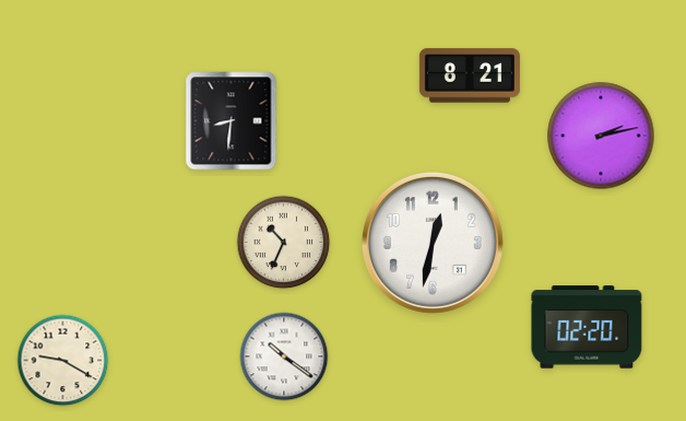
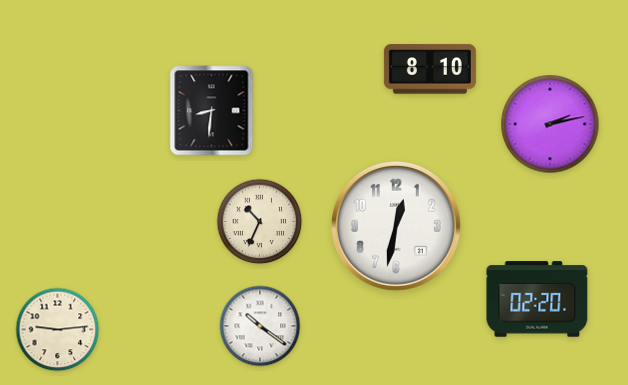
clock at (470, 75): 8:21 -> 8:10
clock at (433, 243) position: (433, 243) -> (396, 226)
clock at (63, 361): 9:20 -> 9:14
